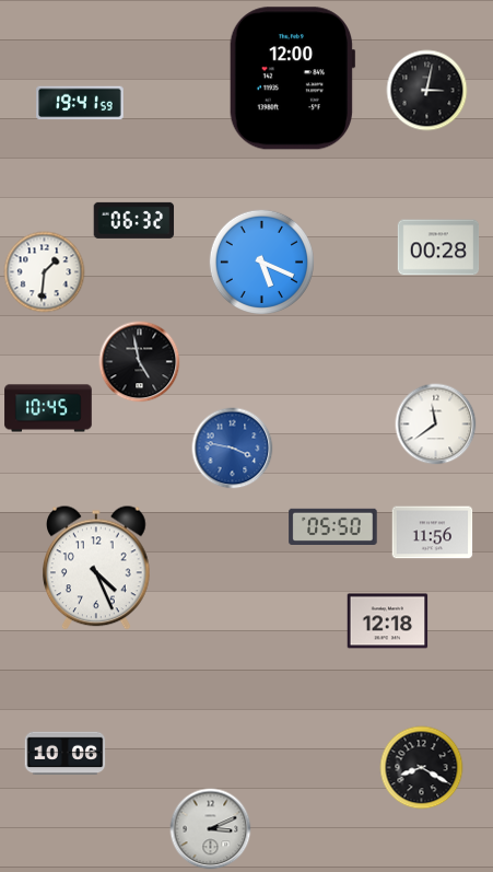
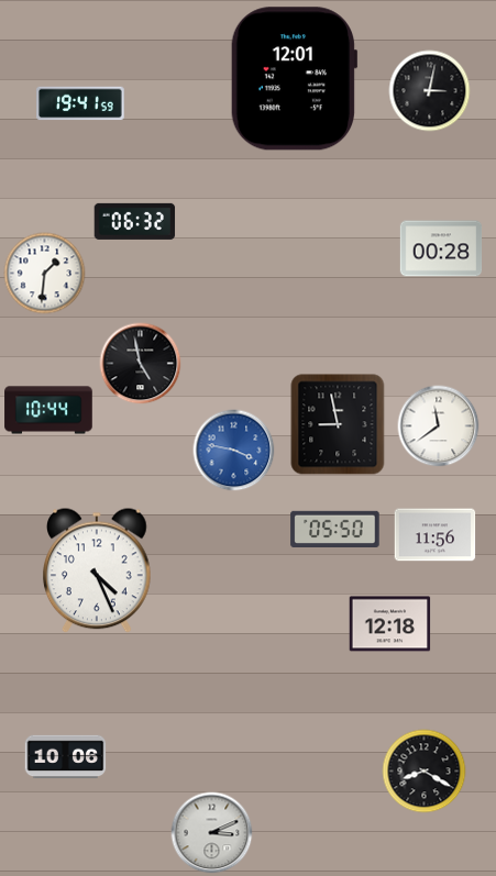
clock at (292, 79): 12:00 -> 12:01
clock at (261, 261): 5:19 -> none
clock at (48, 408): 10:45 -> 10:44
clock at (338, 424): none -> 8:58
